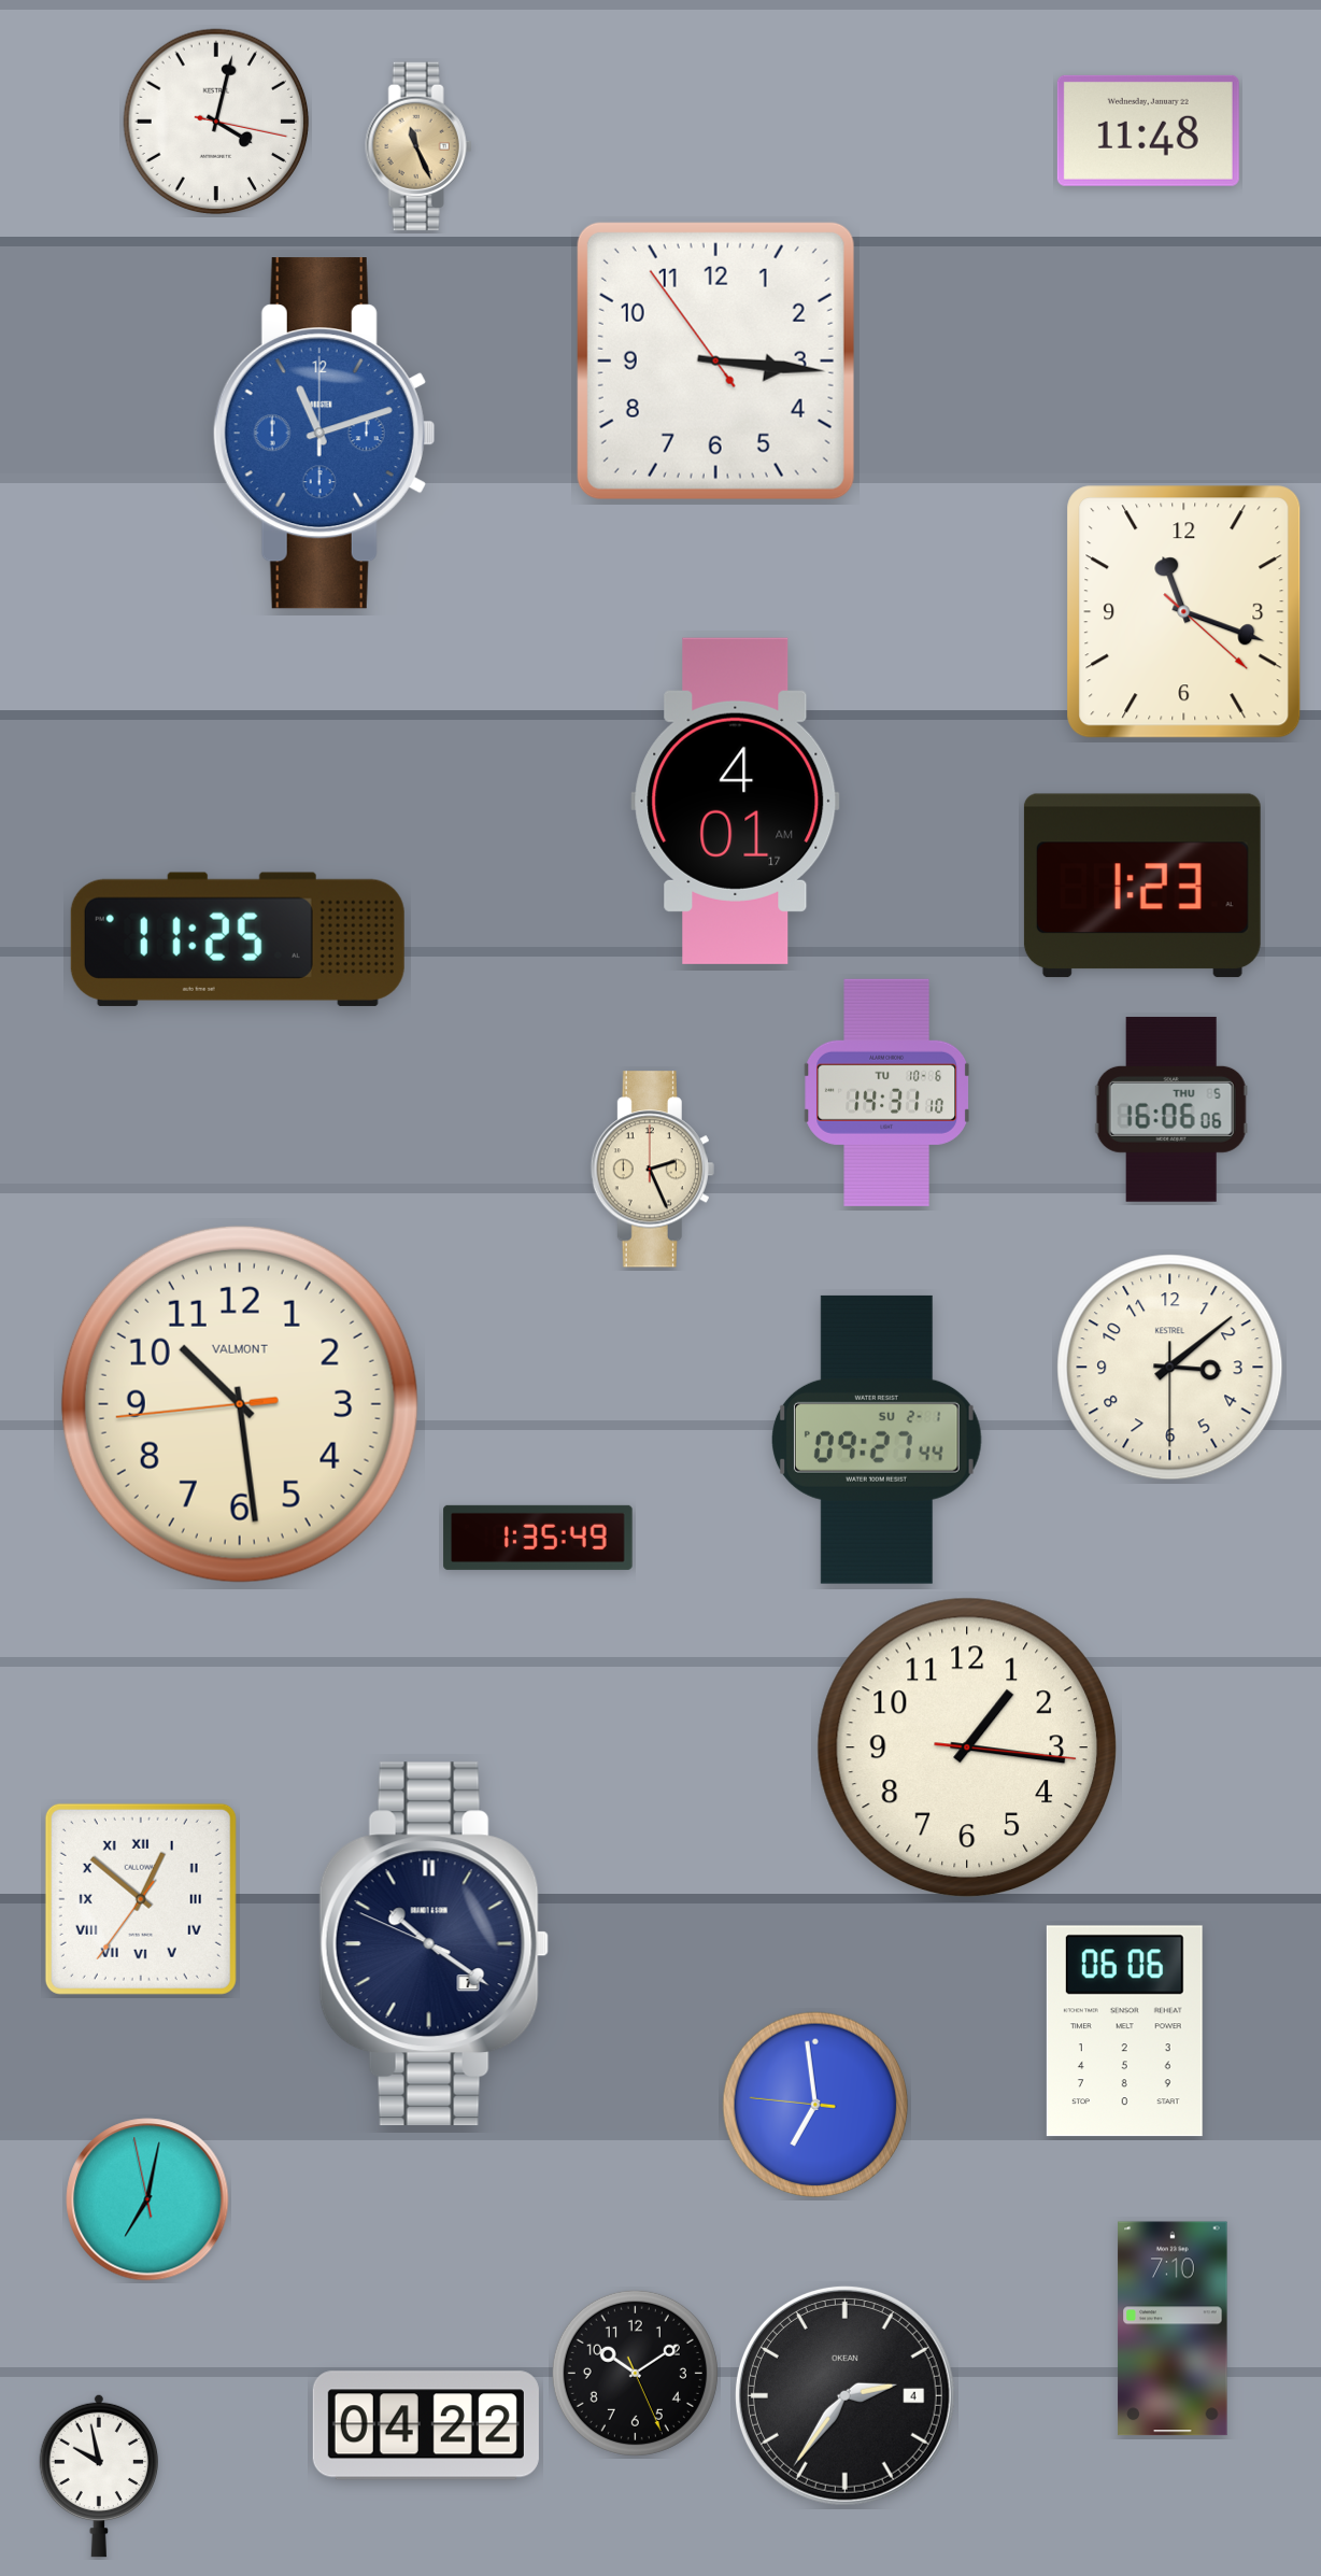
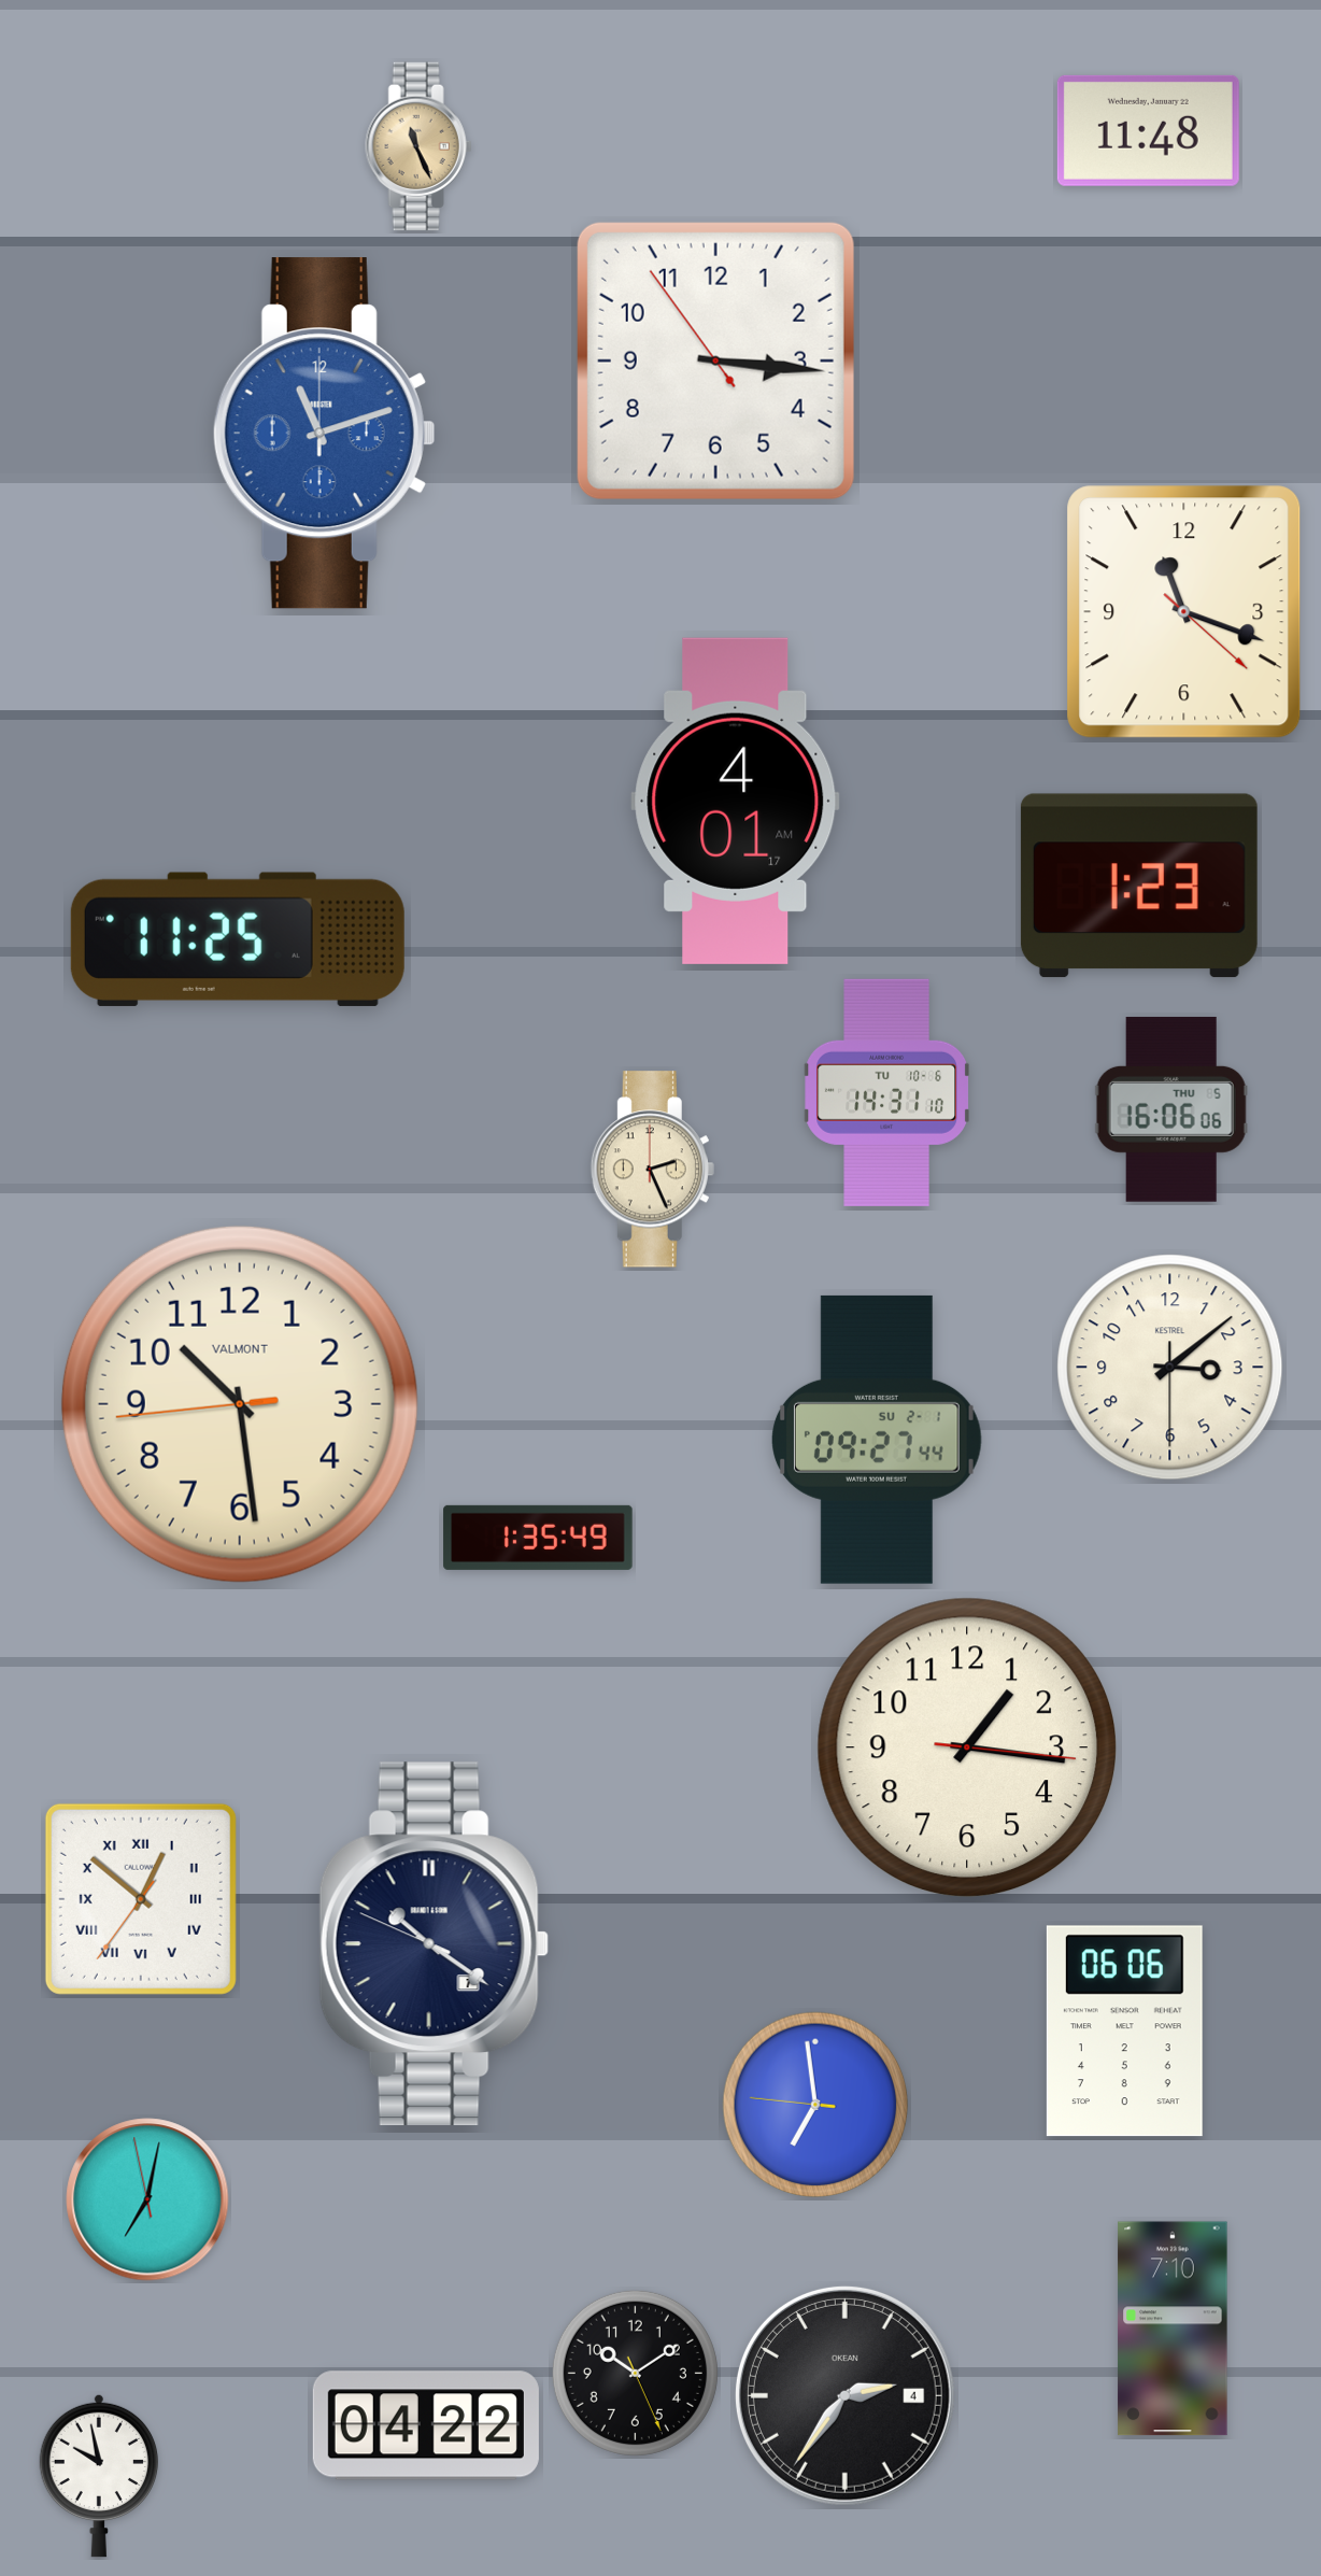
clock at (216, 122): 4:02 -> none
clock at (1142, 886) position: (1142, 886) -> (1139, 886)
